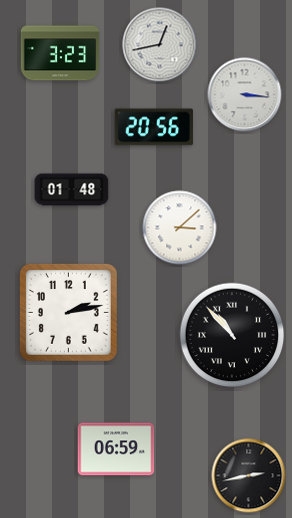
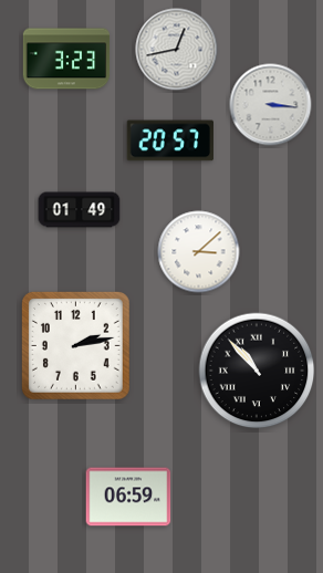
clock at (154, 127): 20:56 -> 20:57
clock at (72, 190): 01:48 -> 01:49
clock at (249, 476): 2:43 -> none
